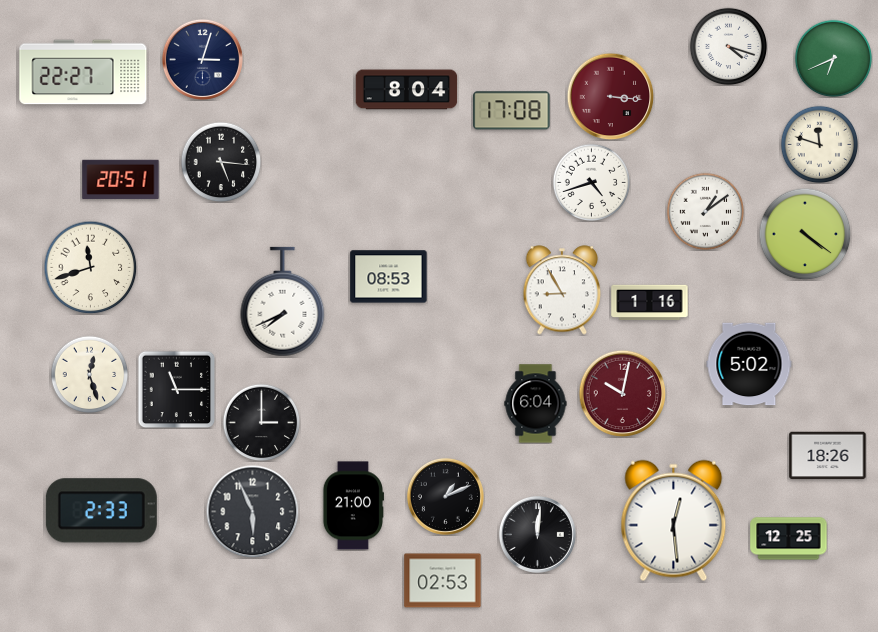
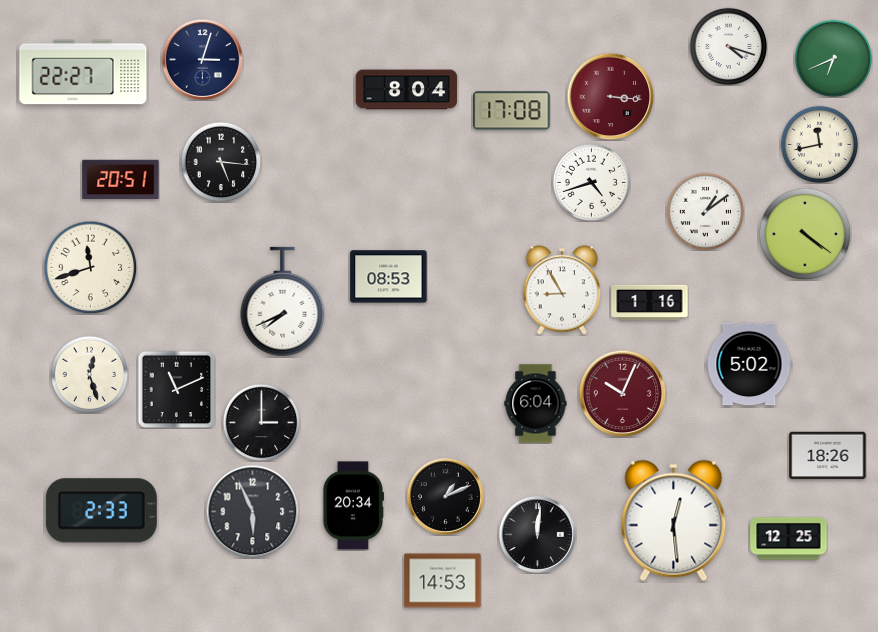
clock at (819, 144): 11:48 -> 11:43
clock at (176, 389): 11:15 -> 11:11
clock at (622, 393): 10:02 -> 10:04
clock at (352, 506): 21:00 -> 20:34
clock at (443, 581): 02:53 -> 14:53
